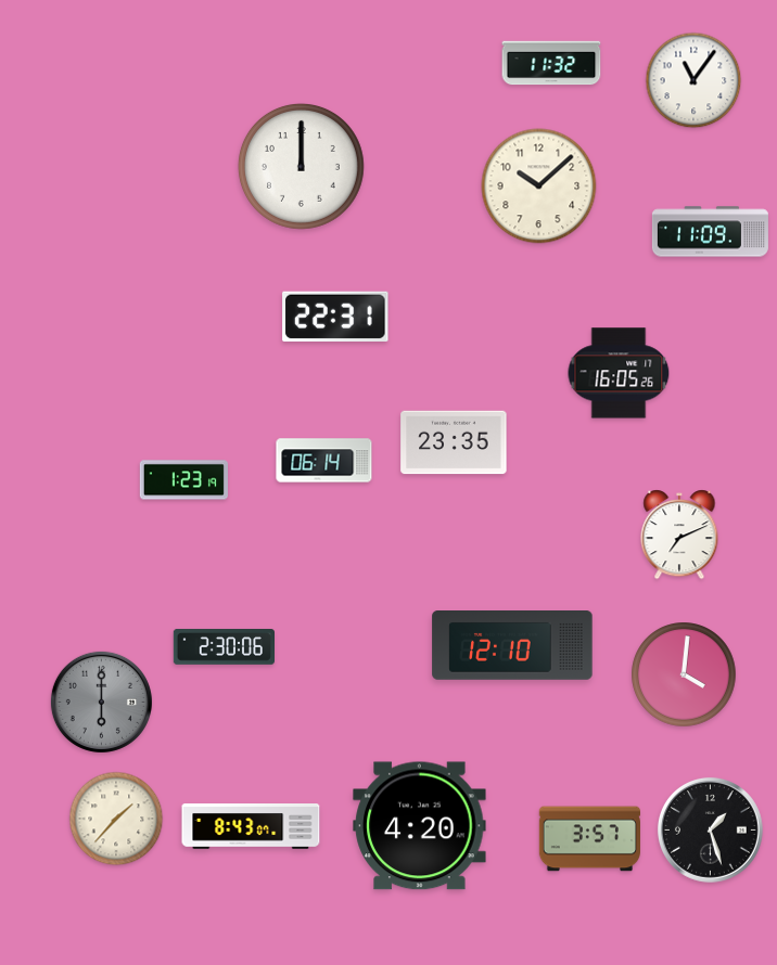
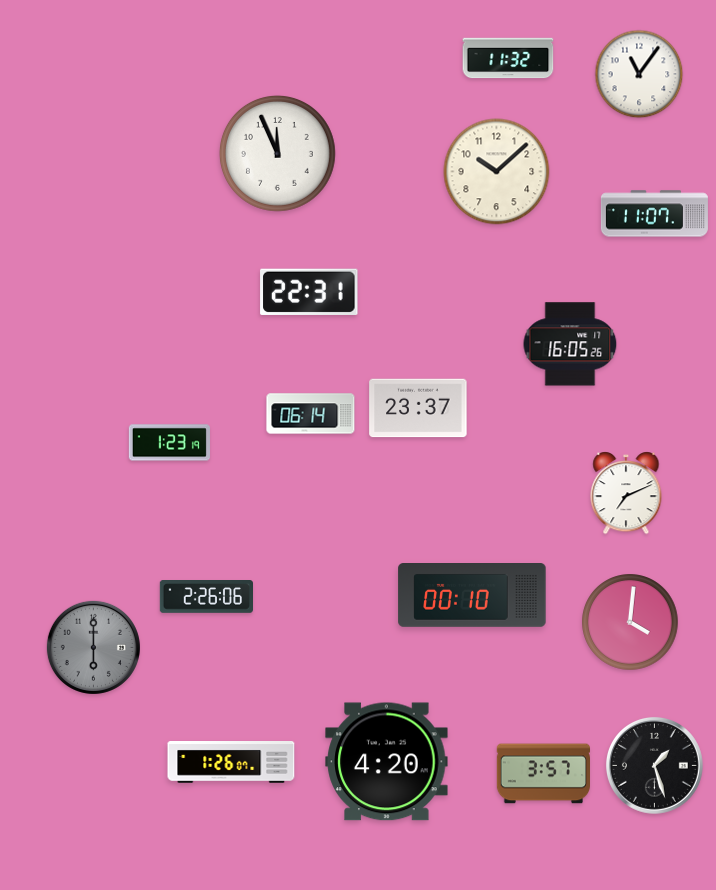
clock at (301, 166): 12:00 -> 11:56
clock at (710, 232): 11:09 -> 11:07
clock at (454, 442): 23:35 -> 23:37
clock at (324, 461) position: (324, 461) -> (311, 414)
clock at (512, 646): 12:10 -> 00:10
clock at (224, 647): 2:30 -> 2:26
clock at (116, 819): 1:37 -> none
clock at (251, 827): 8:43 -> 1:26
